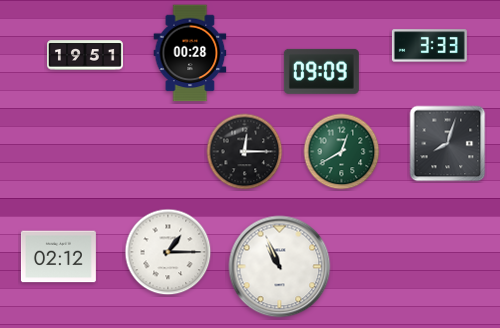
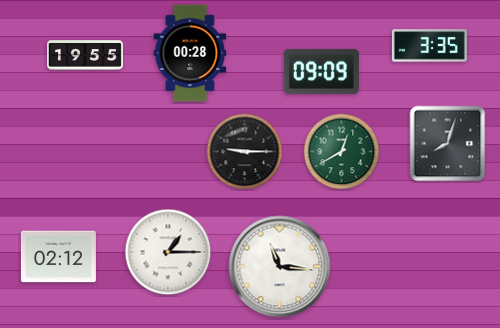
clock at (429, 46): 3:33 -> 3:35
clock at (86, 55): 19:51 -> 19:55
clock at (245, 152): 12:15 -> 9:15
clock at (280, 267): 10:56 -> 11:16
